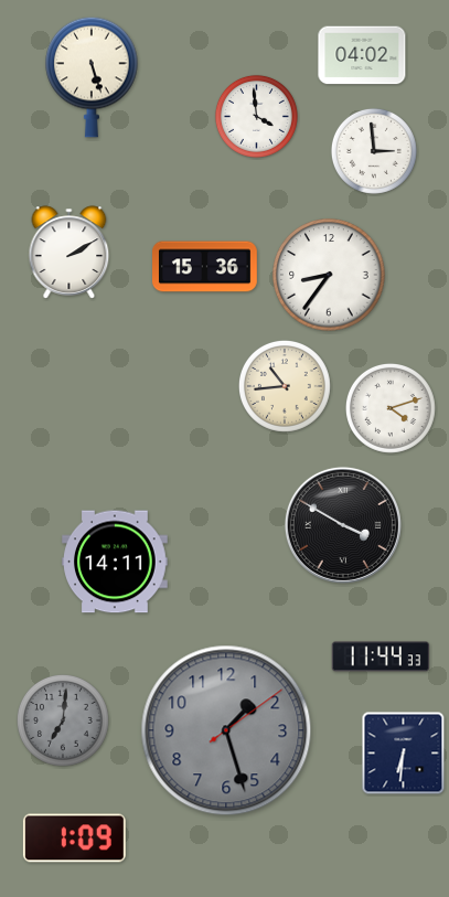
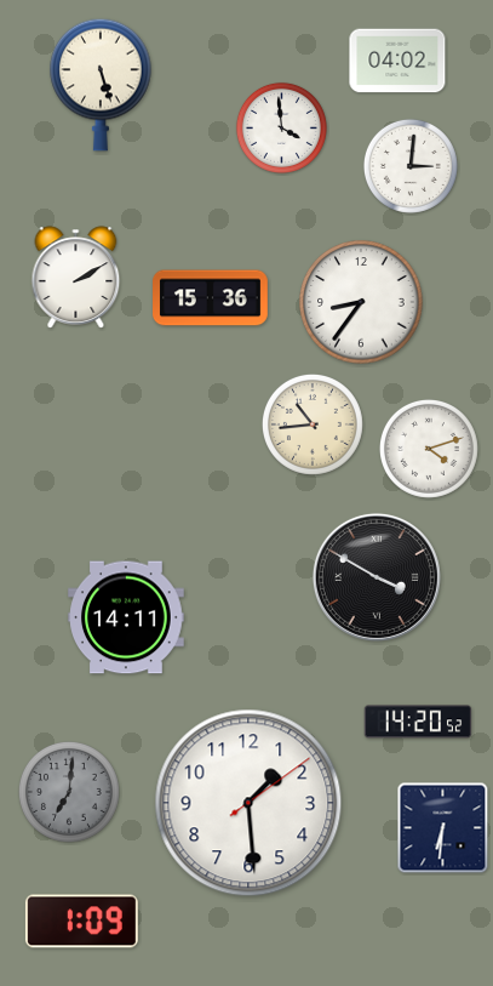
clock at (374, 151): 2:59 -> 3:01
clock at (205, 267) position: (205, 267) -> (211, 298)
clock at (381, 656): 11:44 -> 14:20
clock at (226, 730): 1:27 -> 1:29
clock at (226, 730) dial: grey -> white
